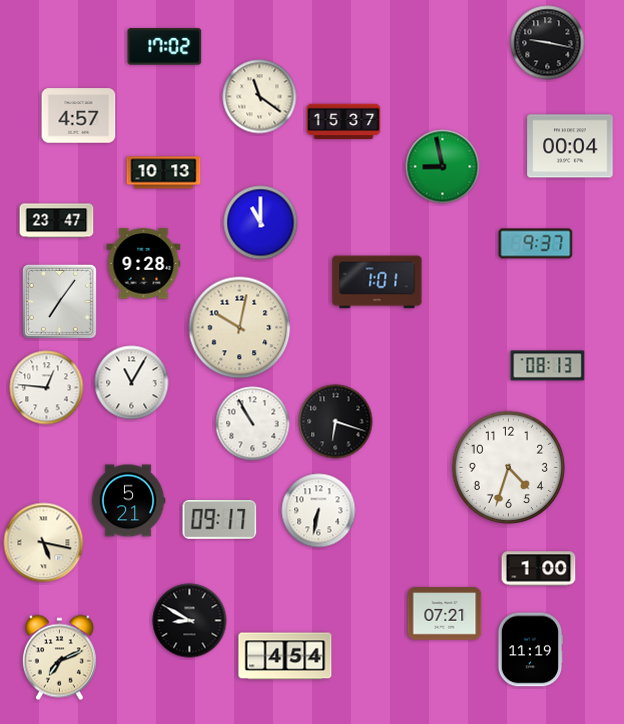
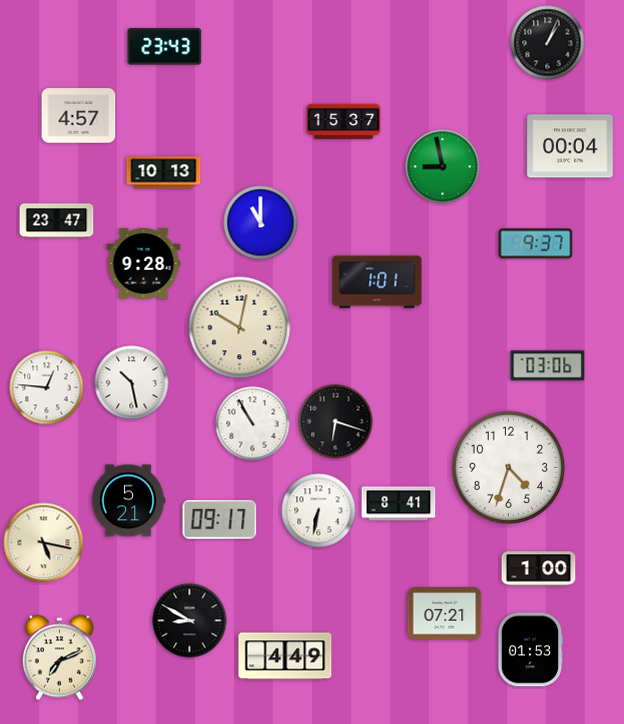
clock at (548, 43): 9:17 -> 1:04
clock at (165, 47): 17:02 -> 23:43
clock at (260, 97): 11:21 -> none
clock at (59, 301): 7:06 -> none
clock at (548, 366): 08:13 -> 03:06
clock at (132, 383): 11:05 -> 10:28
clock at (399, 504): none -> 8:41
clock at (529, 650): 11:19 -> 01:53
clock at (285, 656): 4:54 -> 4:49
